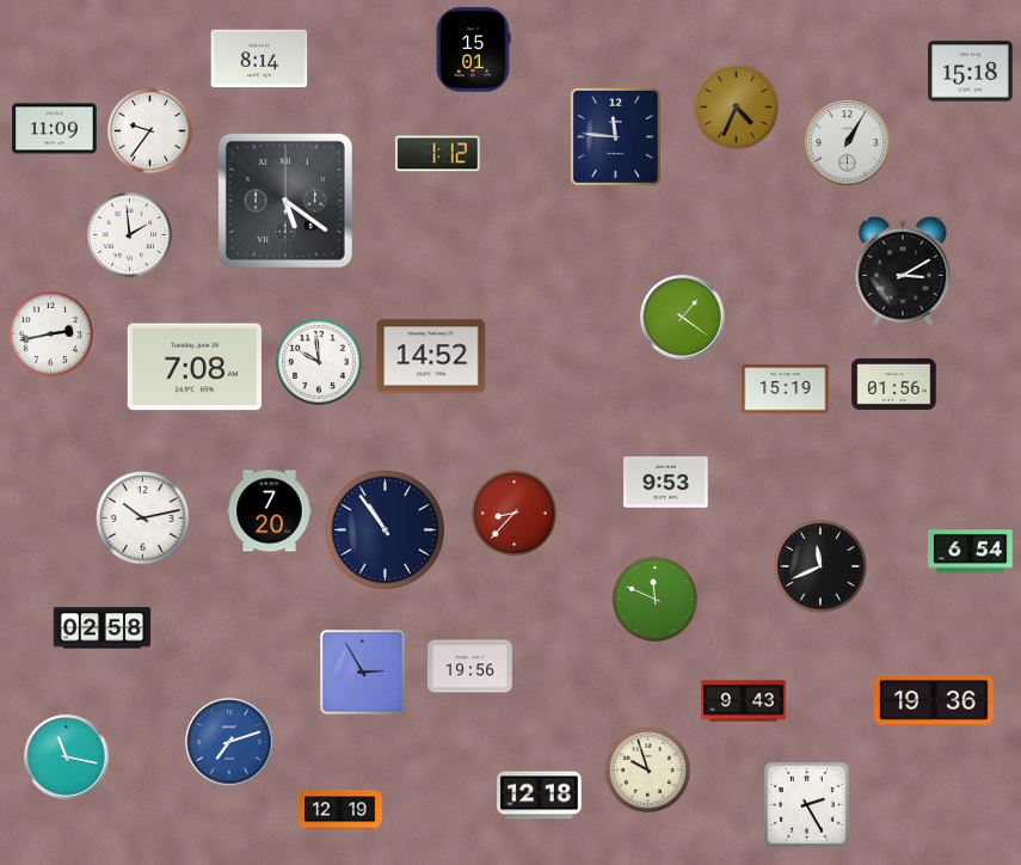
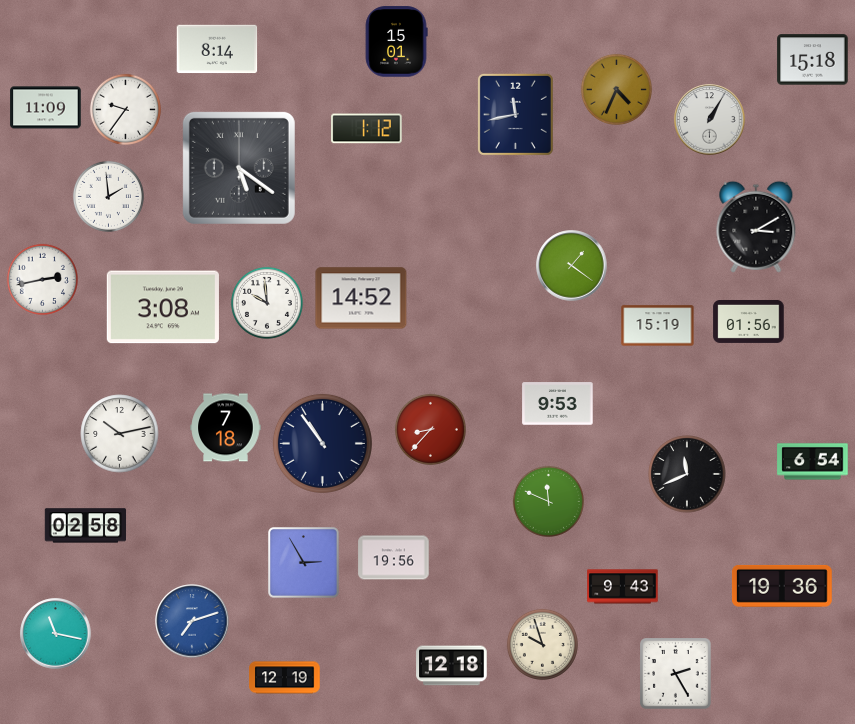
clock at (615, 136): 11:46 -> 11:43
clock at (195, 367): 7:08 -> 3:08
clock at (270, 511): 7:20 -> 7:18
